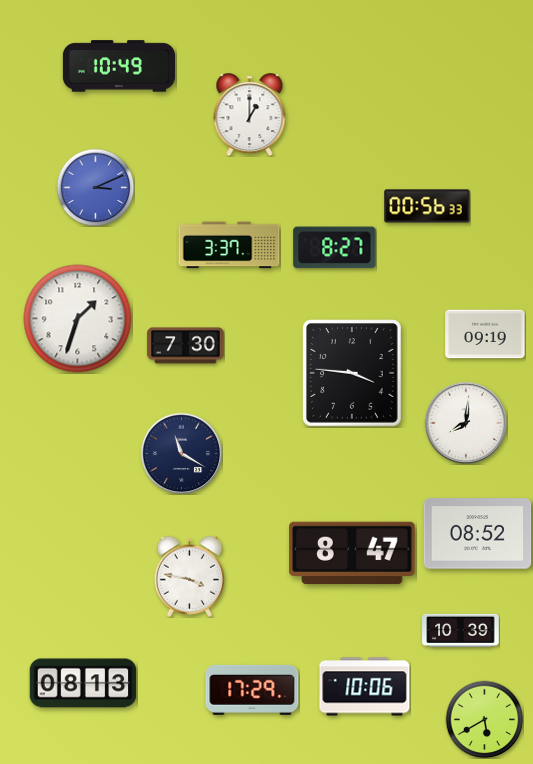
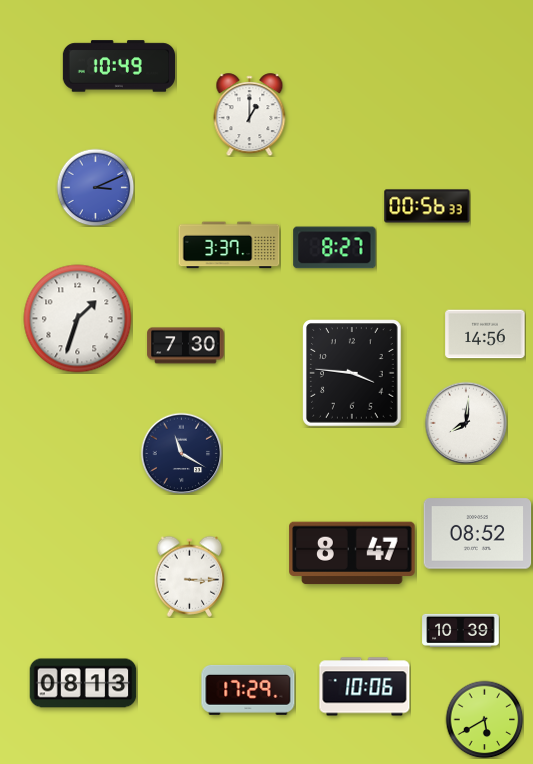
clock at (485, 334): 09:19 -> 14:56
clock at (190, 576): 3:47 -> 3:15
clock at (252, 690) position: (252, 690) -> (248, 690)
